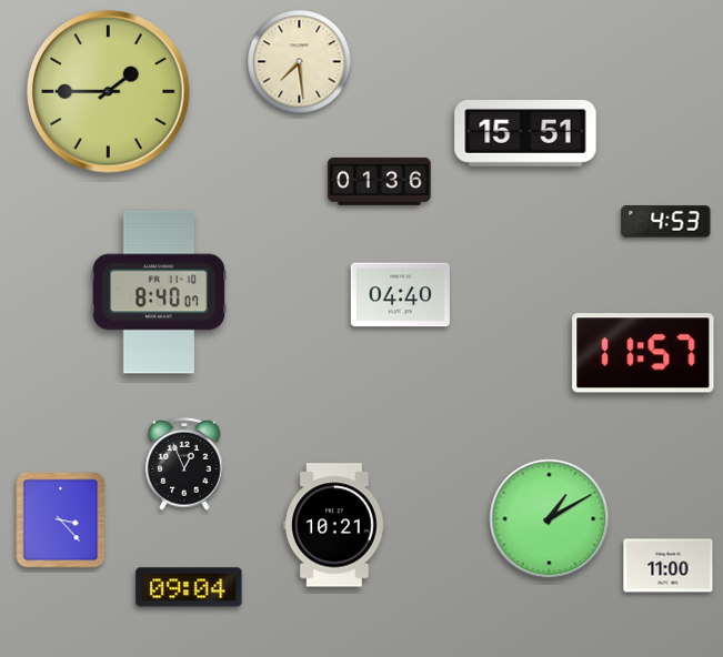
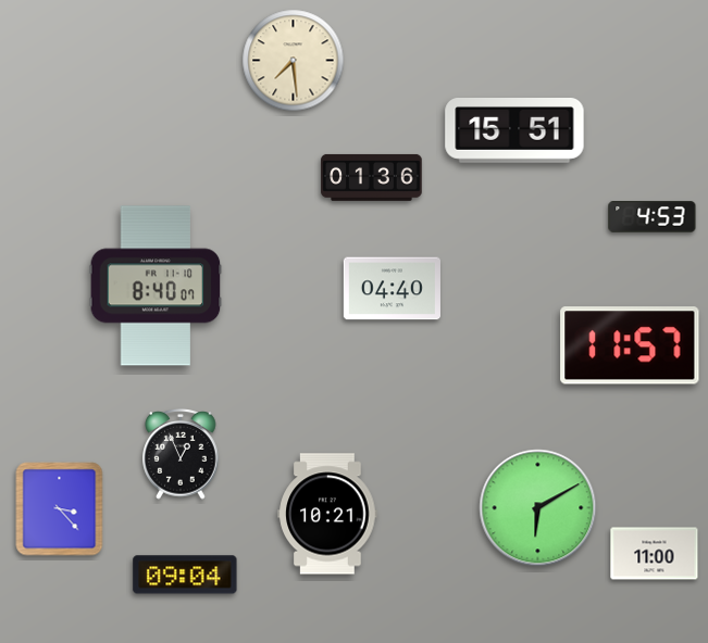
clock at (109, 92): 1:45 -> none
clock at (550, 519): 1:10 -> 6:10
